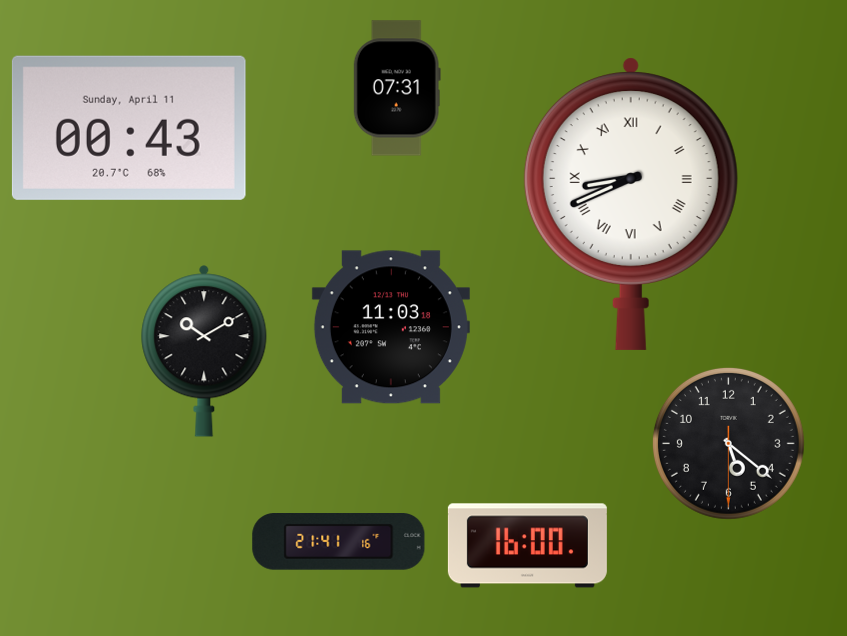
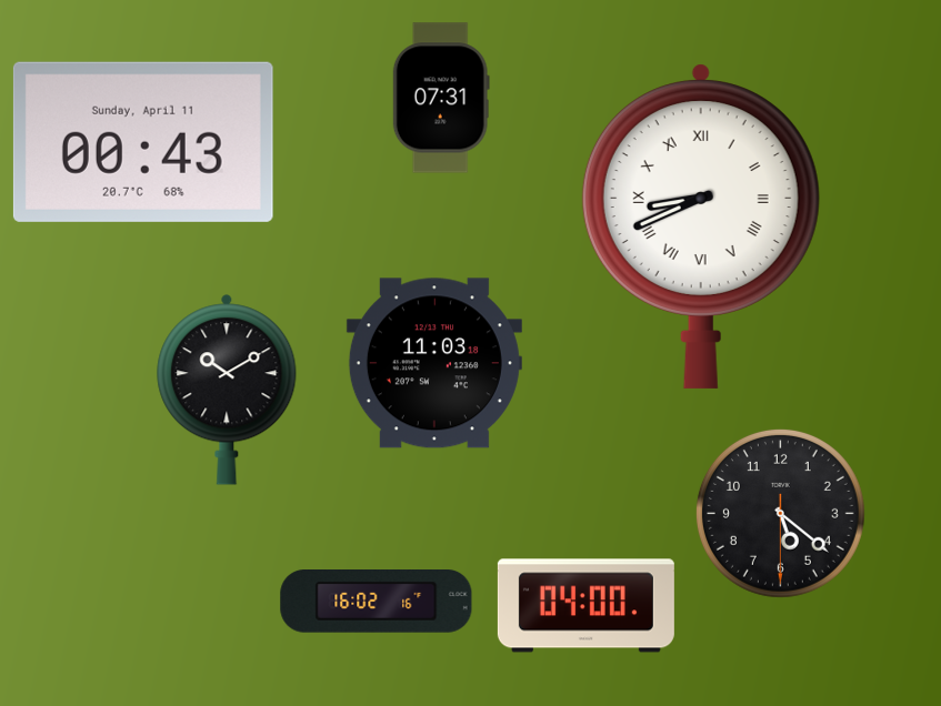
clock at (728, 443) position: (728, 443) -> (780, 513)
clock at (339, 542): 21:41 -> 16:02
clock at (527, 546): 16:00 -> 04:00
